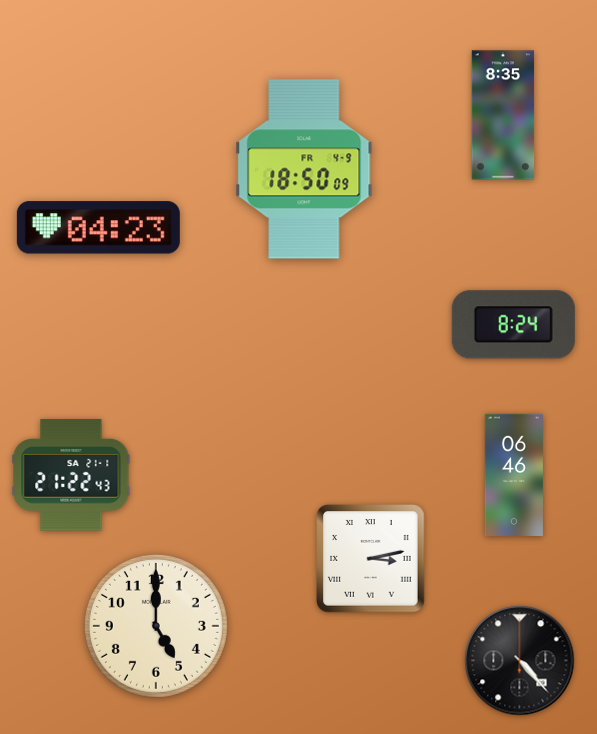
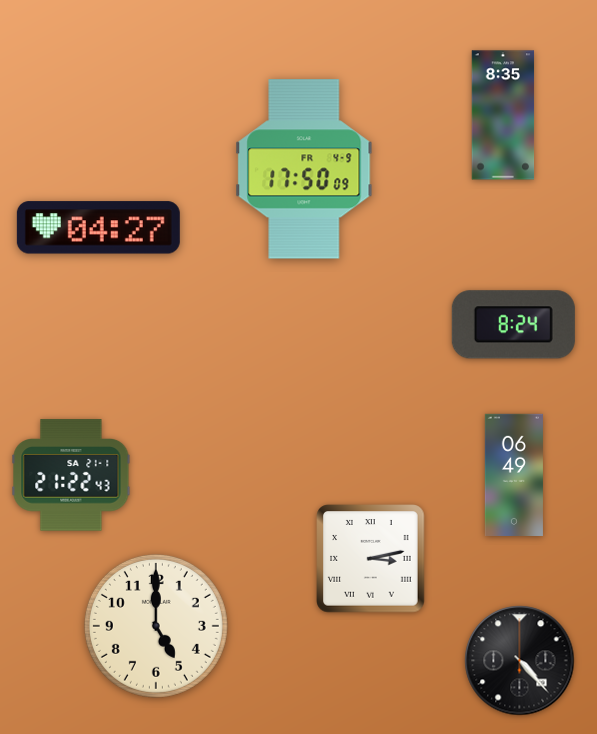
clock at (304, 169): 18:50 -> 17:50
clock at (98, 228): 04:23 -> 04:27
clock at (514, 474): 06:46 -> 06:49
